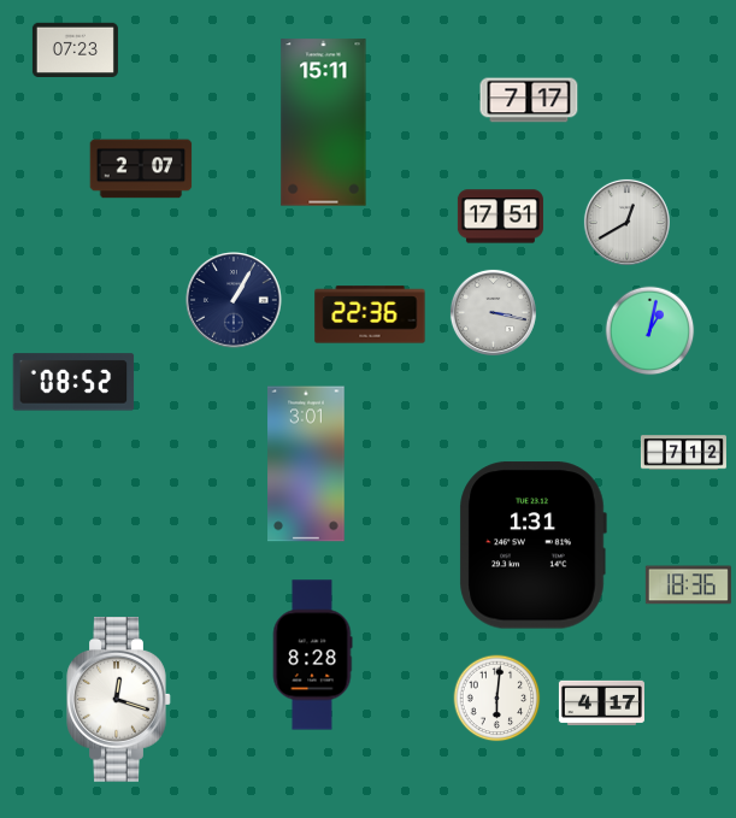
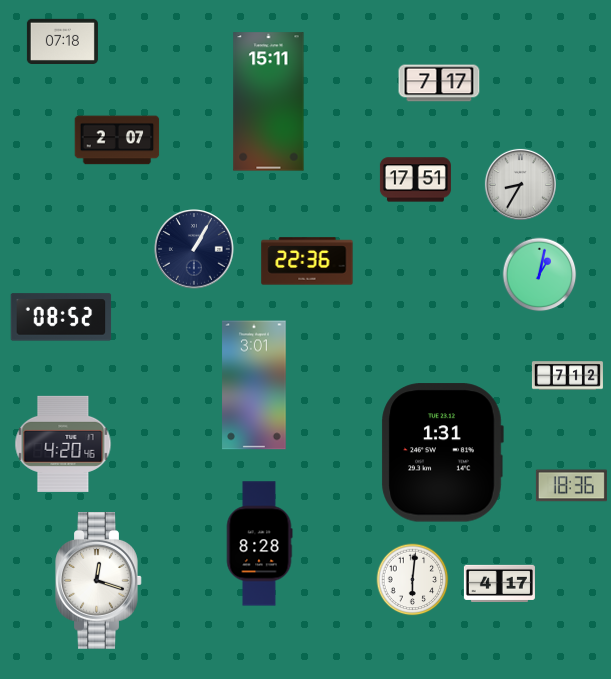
clock at (75, 49): 07:23 -> 07:18
clock at (626, 222): 12:40 -> 8:35
clock at (493, 312): 3:17 -> none
clock at (63, 444): none -> 4:20
